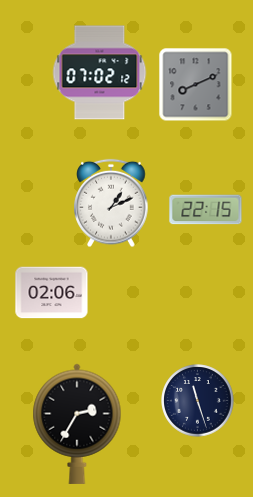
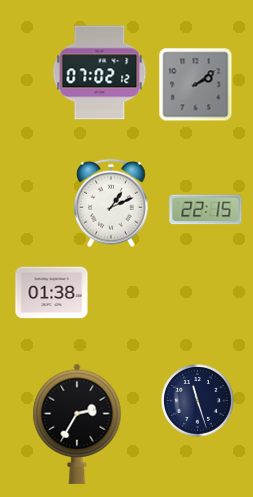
clock at (196, 85): 8:11 -> 2:09
clock at (52, 293): 02:06 -> 01:38
